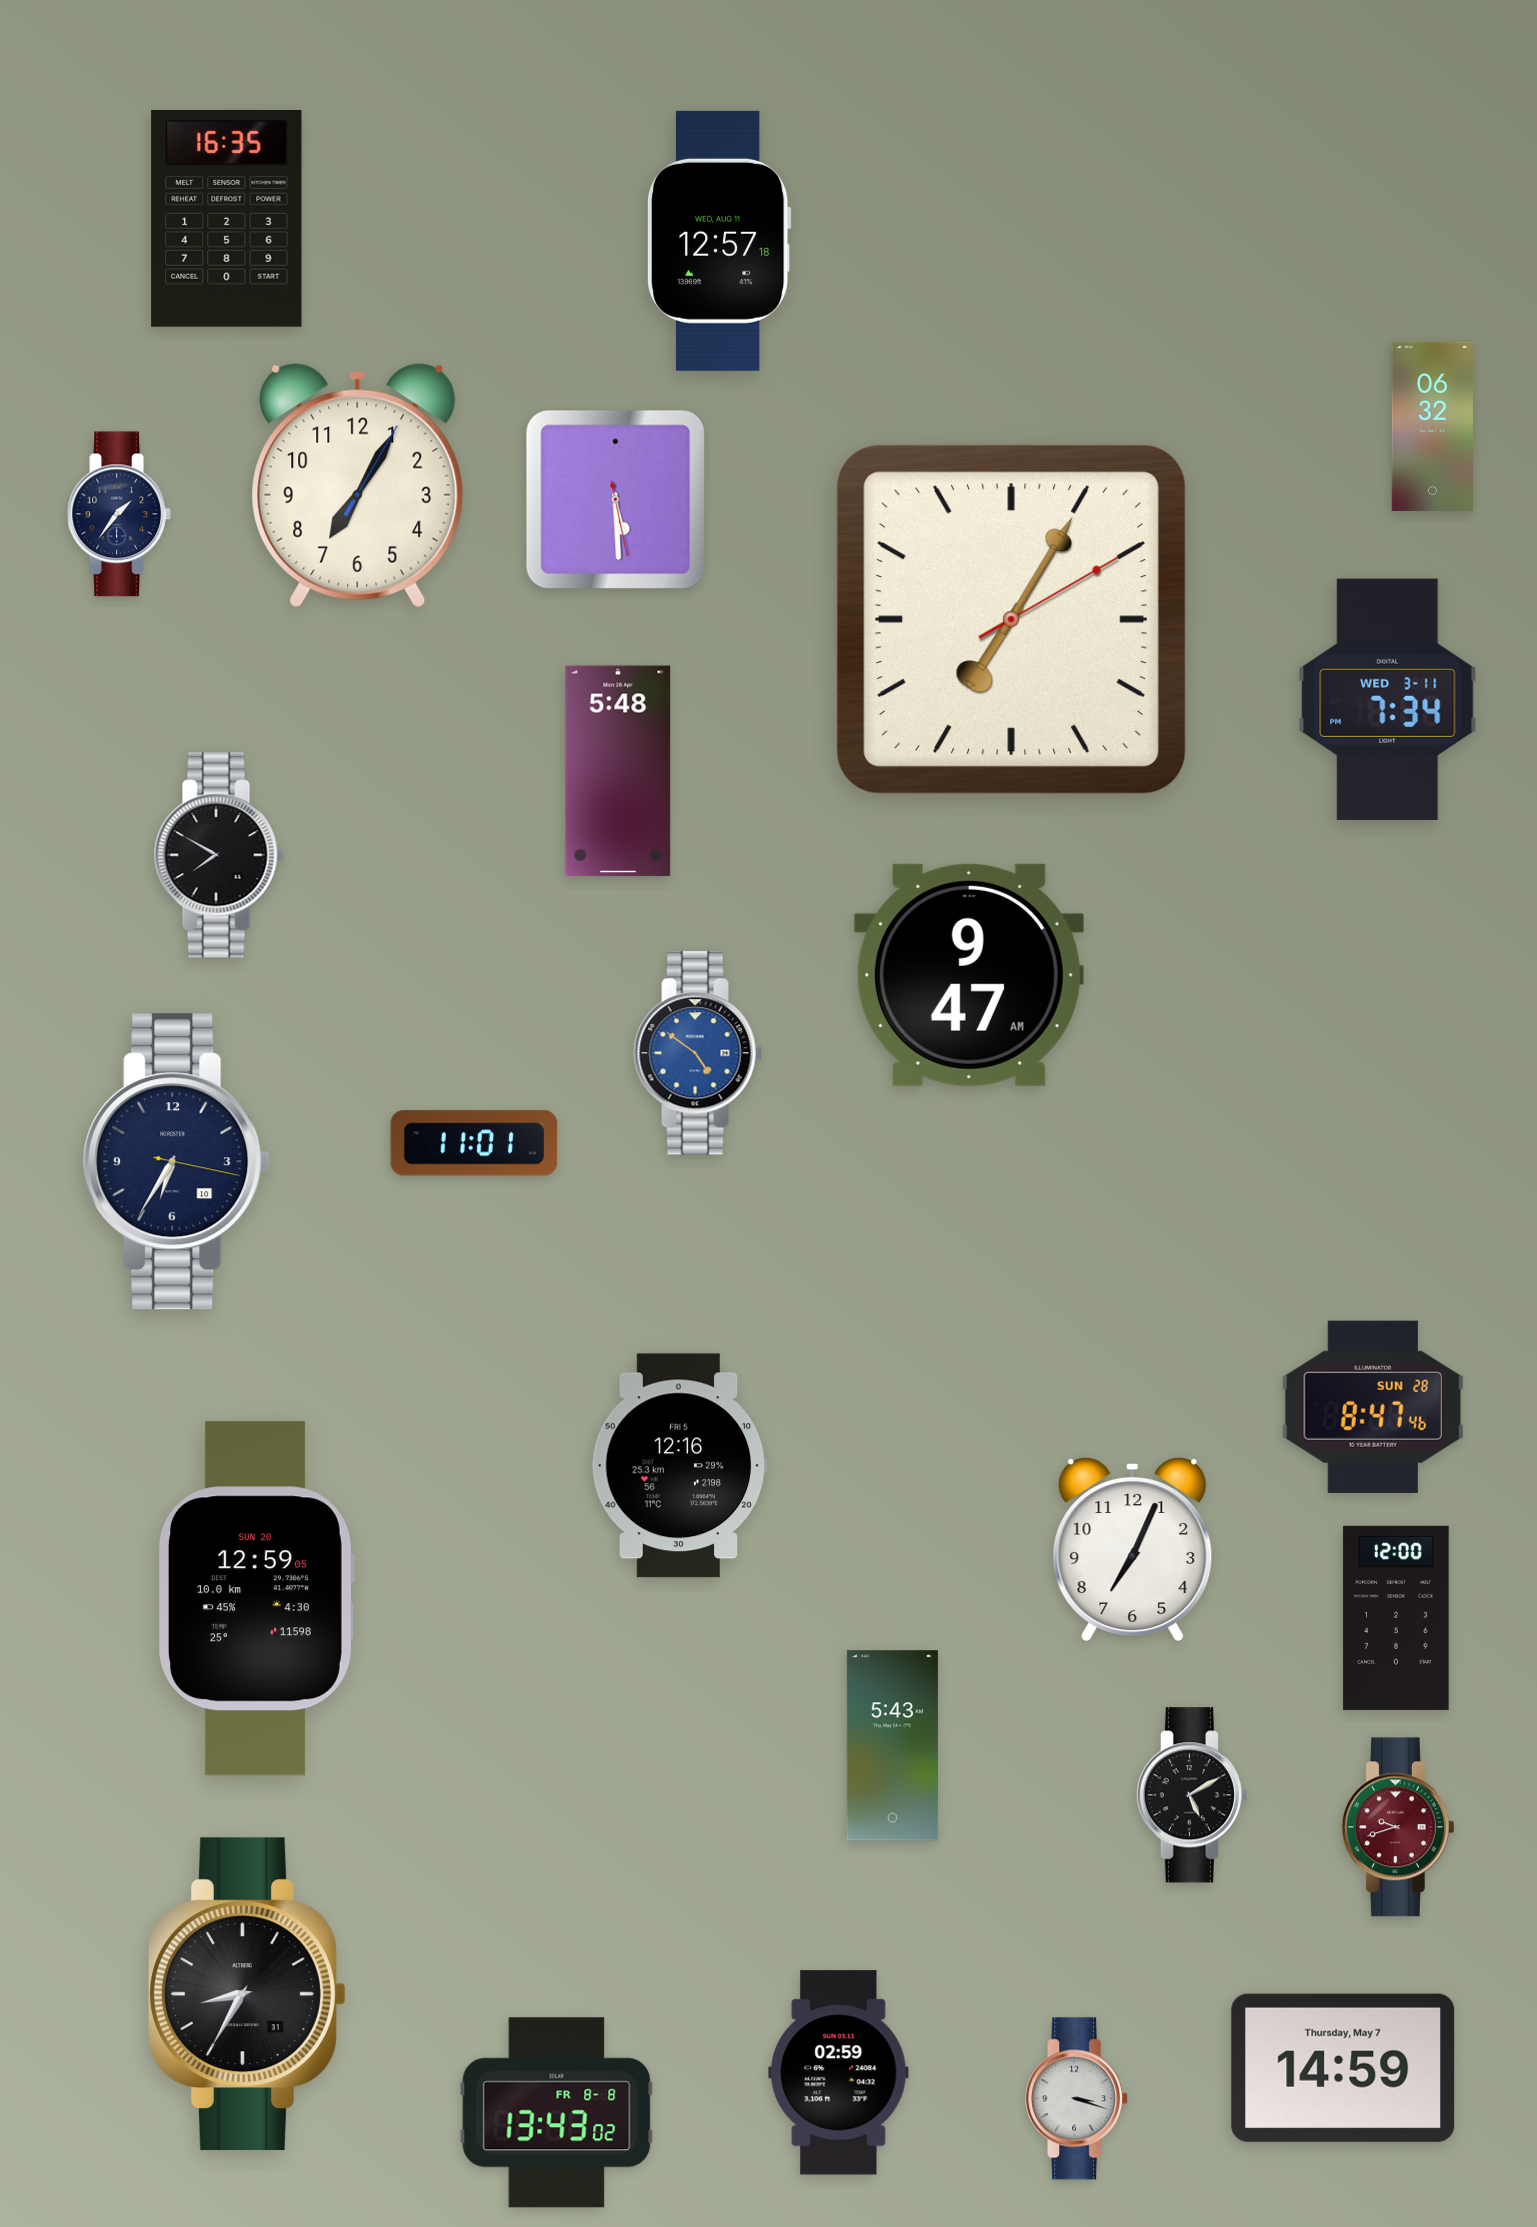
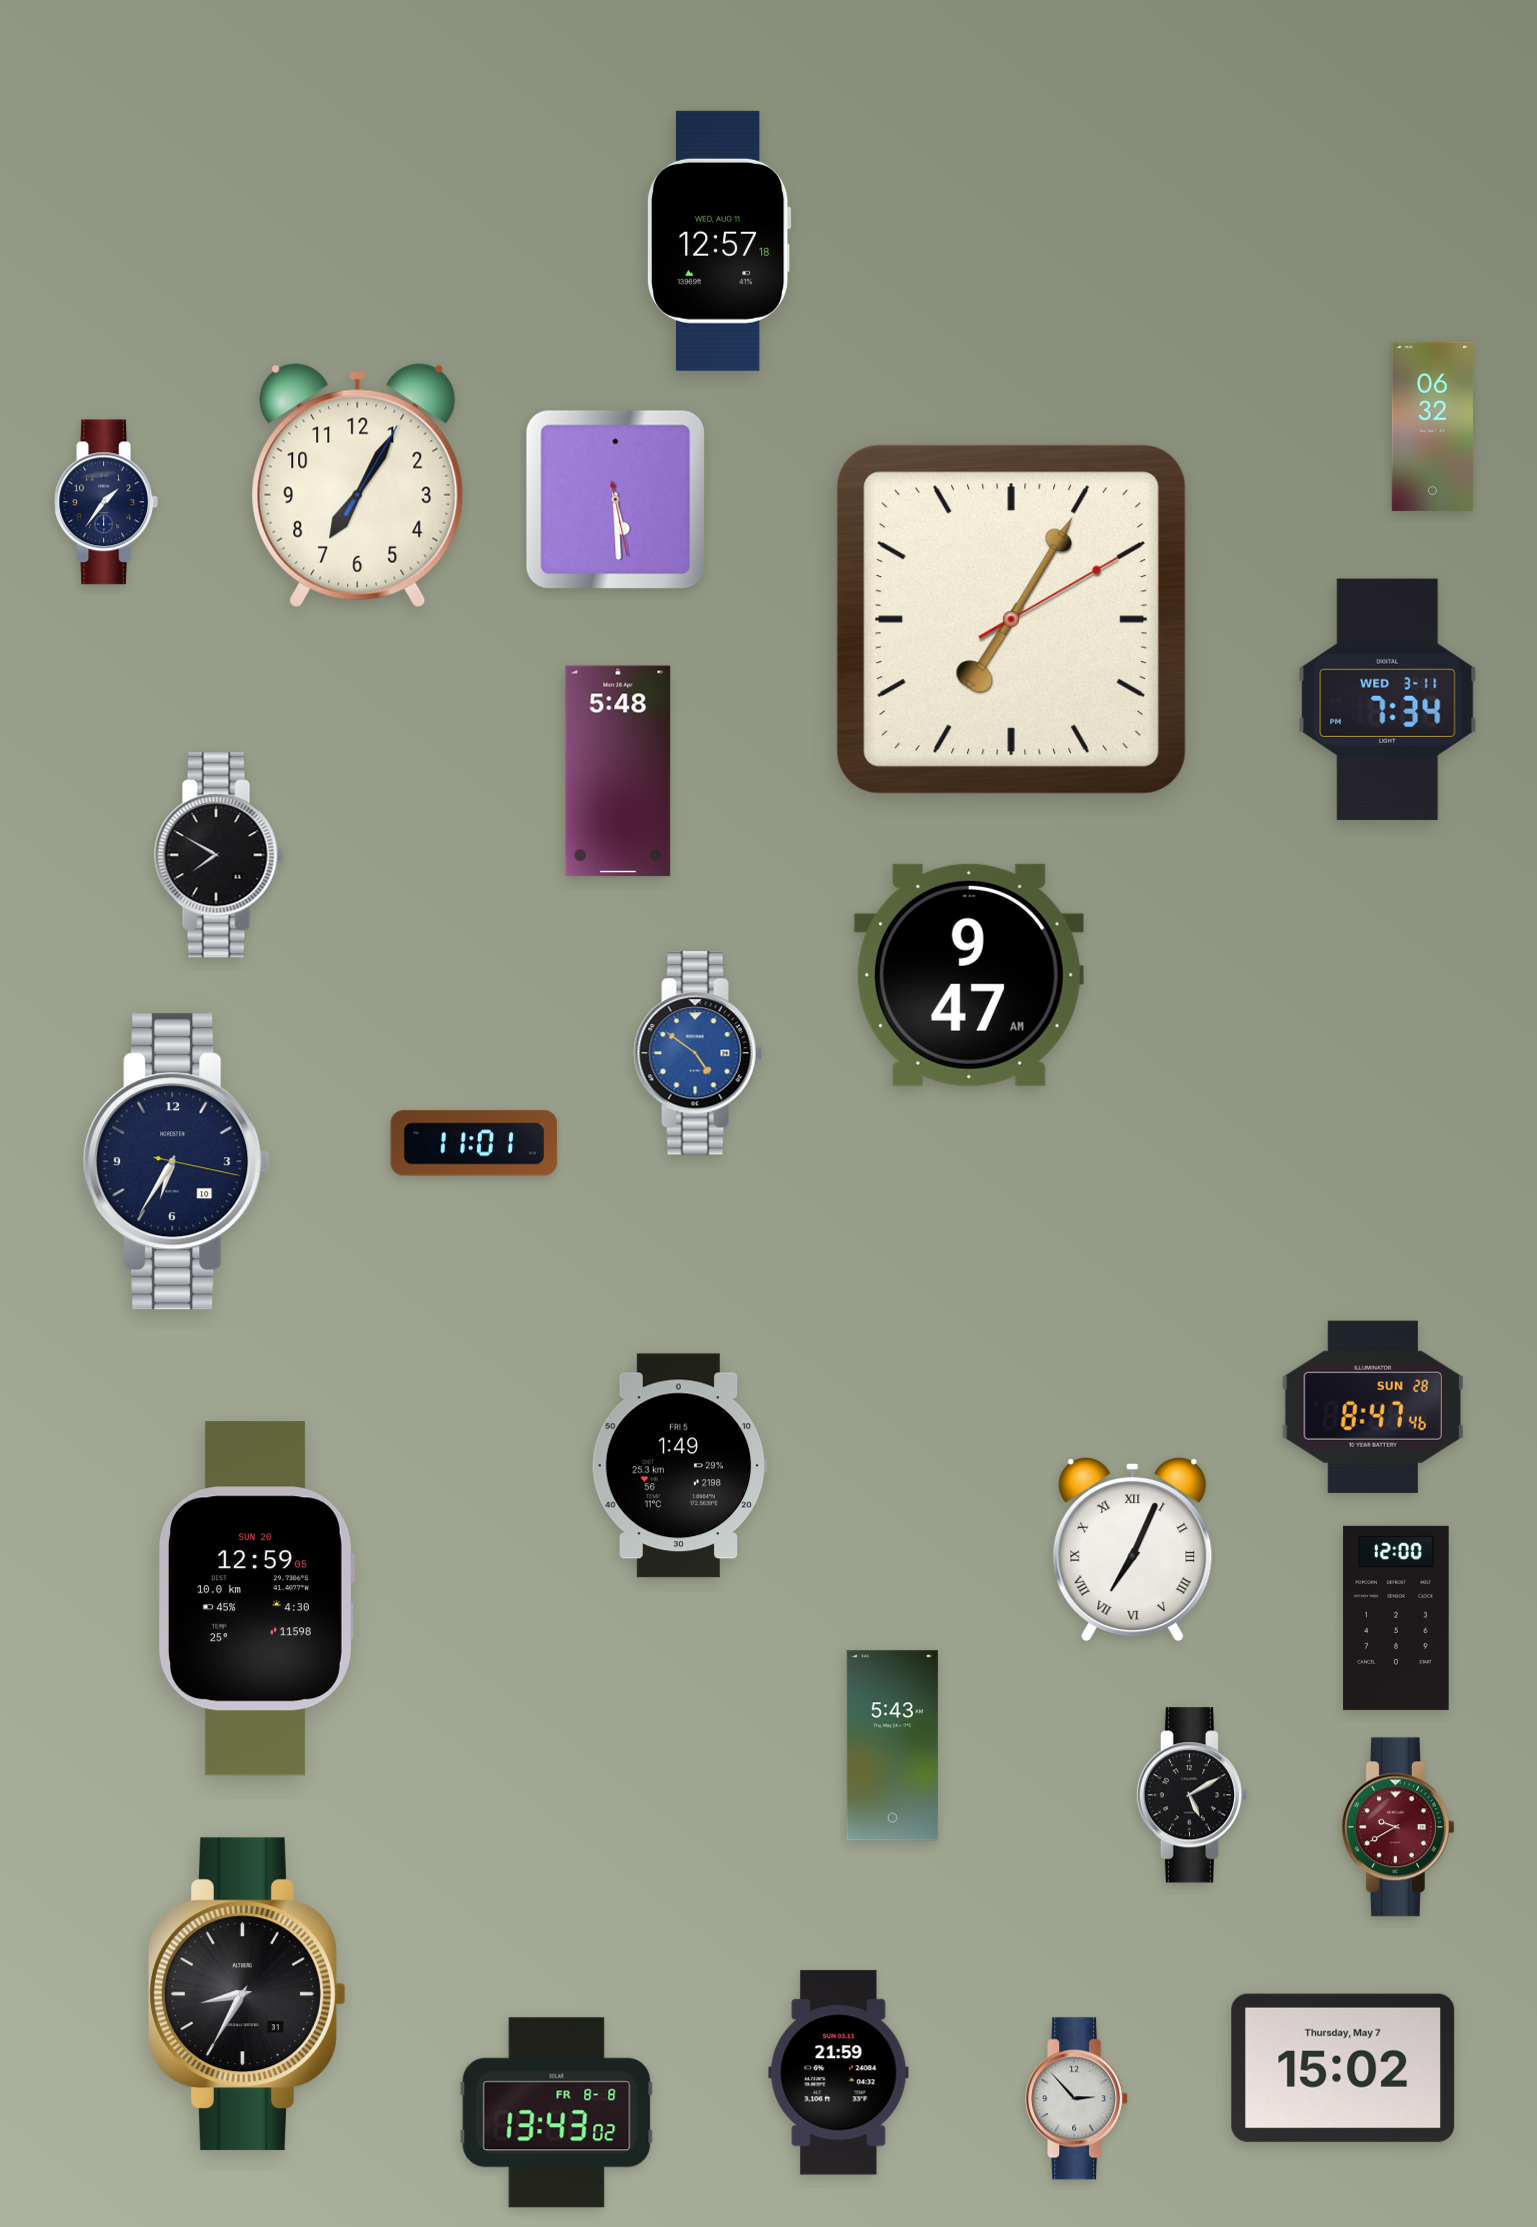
clock at (227, 218): 16:35 -> none
clock at (118, 514) position: (118, 514) -> (105, 502)
clock at (679, 1466): 12:16 -> 1:49
clock at (1133, 1549) numerals: Arabic -> Roman
clock at (1398, 1827): 9:42 -> 9:40
clock at (1343, 2068): 14:59 -> 15:02
clock at (839, 2073): 02:59 -> 21:59
clock at (1077, 2099): 3:18 -> 2:53
